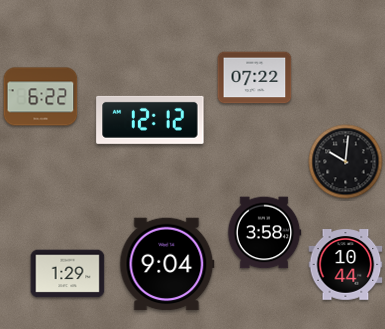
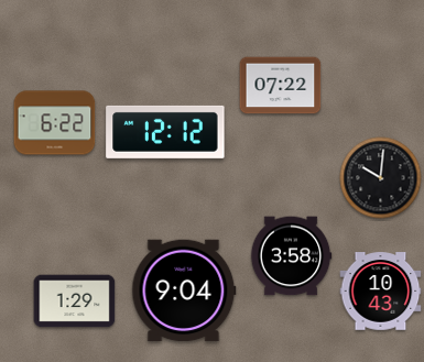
clock at (41, 97) position: (41, 97) -> (55, 123)
clock at (346, 265): 10:44 -> 10:43
